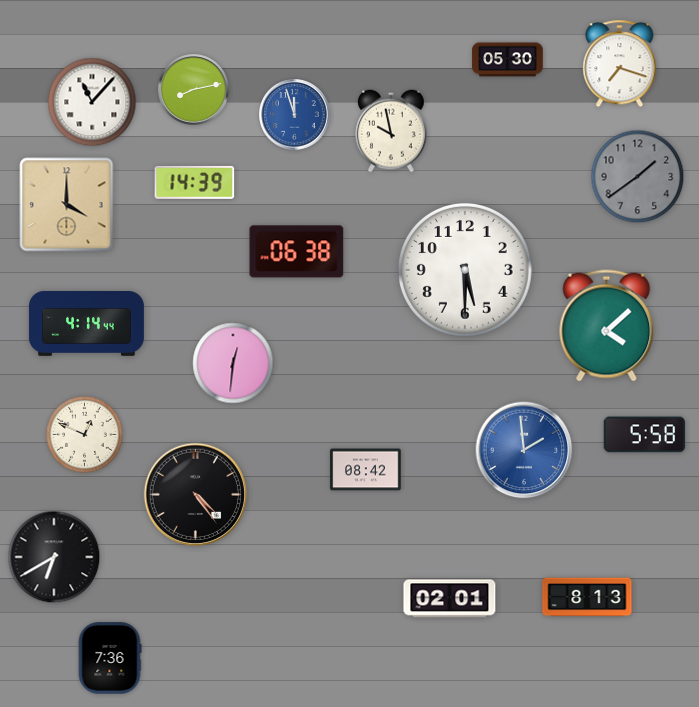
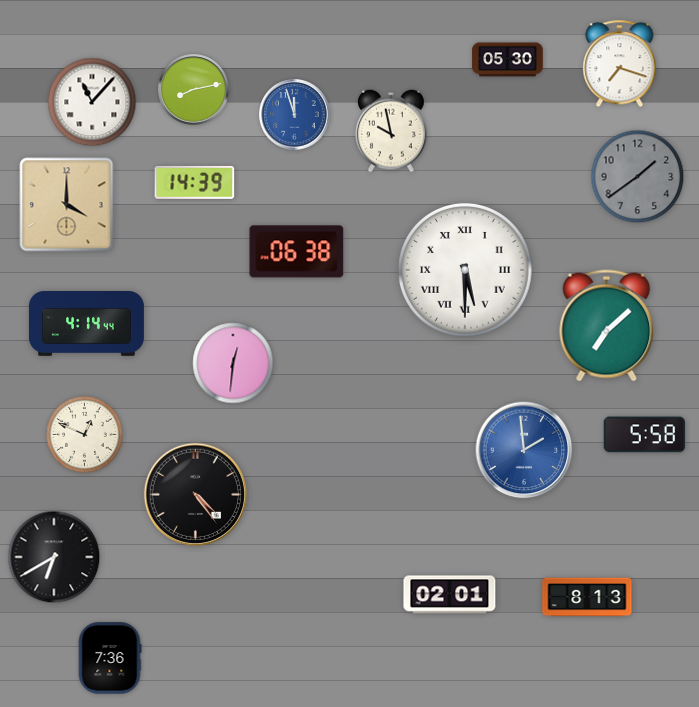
clock at (465, 270) numerals: Arabic -> Roman
clock at (607, 326): 4:08 -> 7:08
clock at (366, 470): 08:42 -> none
clock at (450, 599) position: (450, 599) -> (450, 595)
